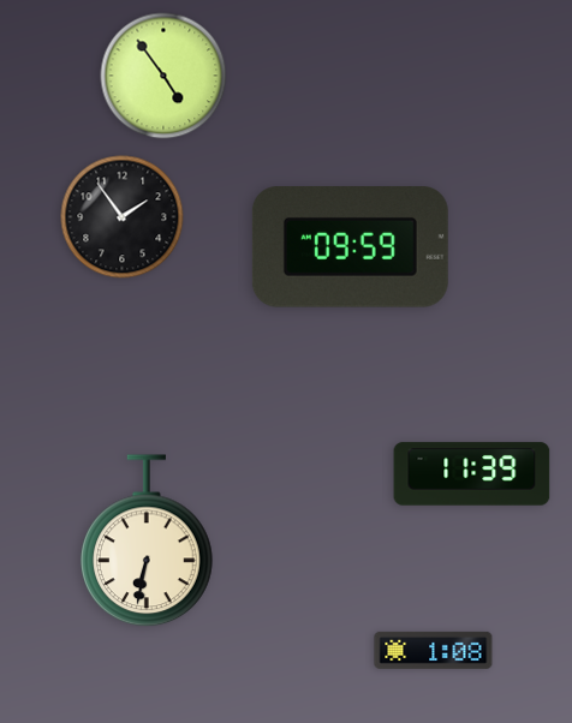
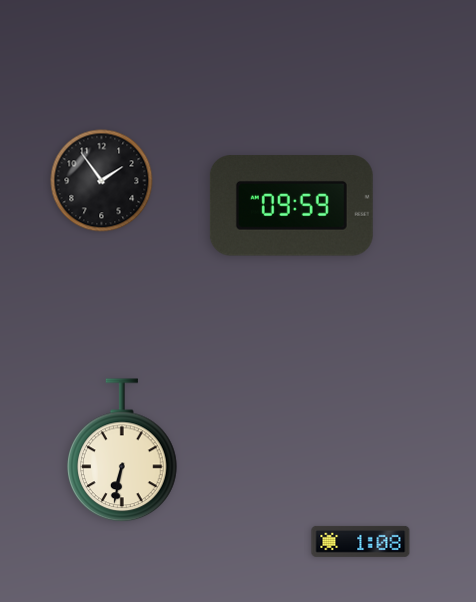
clock at (163, 76): 4:54 -> none
clock at (472, 474): 11:39 -> none
